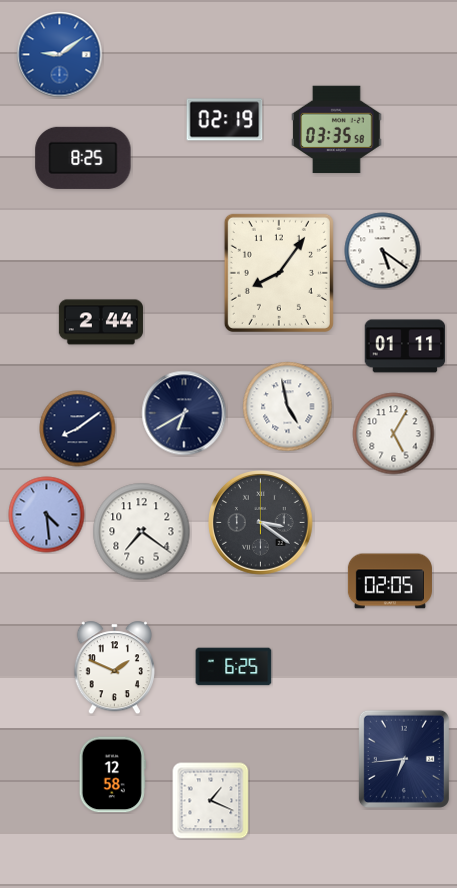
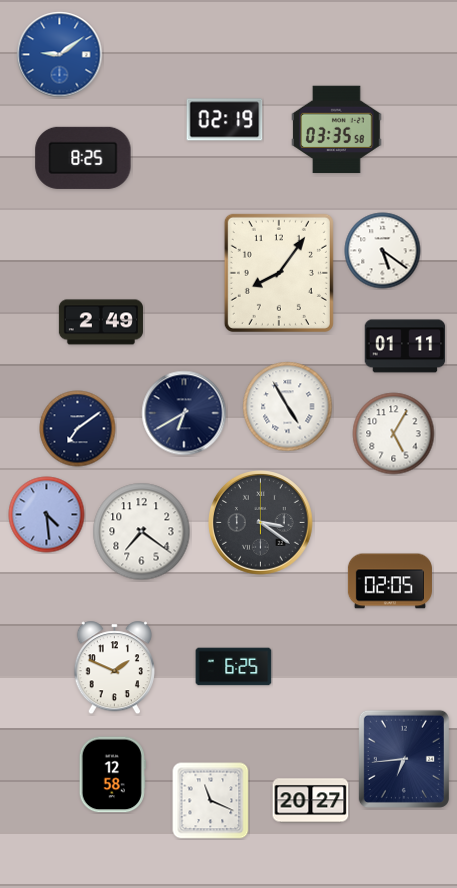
clock at (101, 322): 2:44 -> 2:49
clock at (288, 407): 4:58 -> 4:55
clock at (78, 429): 8:09 -> 7:09
clock at (211, 801): 1:19 -> 11:19
clock at (311, 801): none -> 20:27
